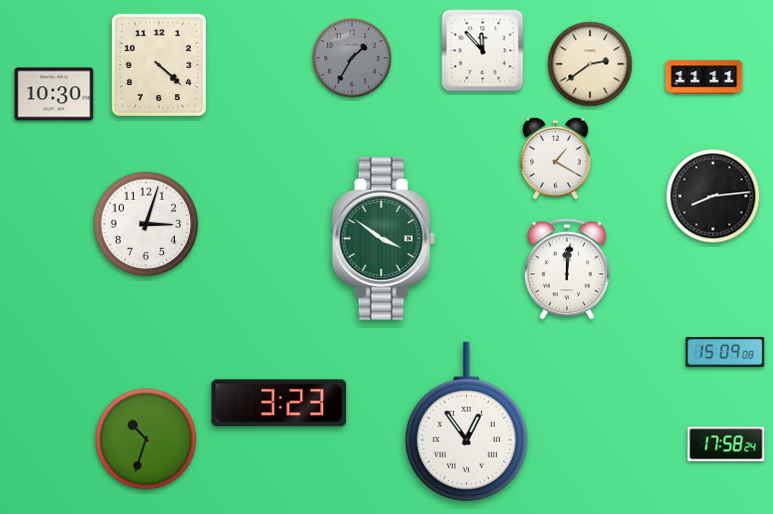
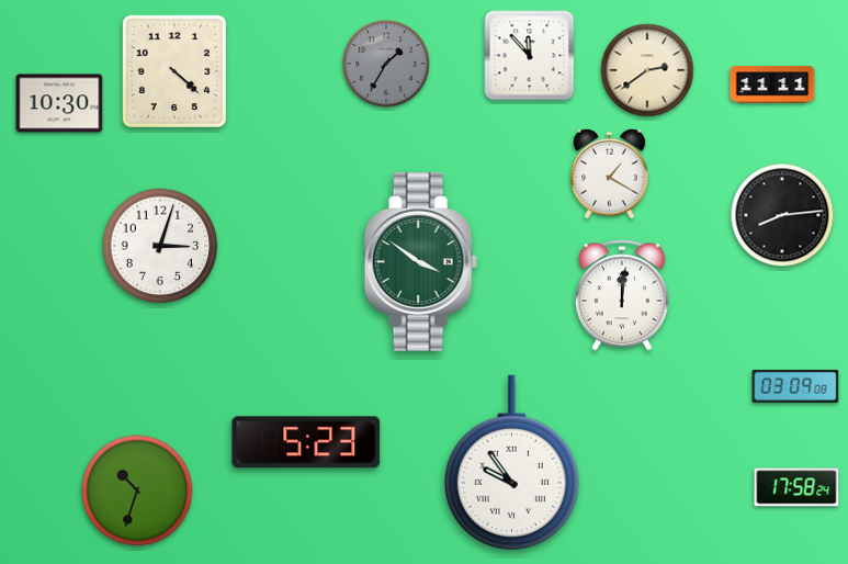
clock at (725, 352): 15:09 -> 03:09
clock at (279, 403): 3:23 -> 5:23
clock at (466, 422): 12:54 -> 9:54
clock at (146, 439) position: (146, 439) -> (137, 490)
